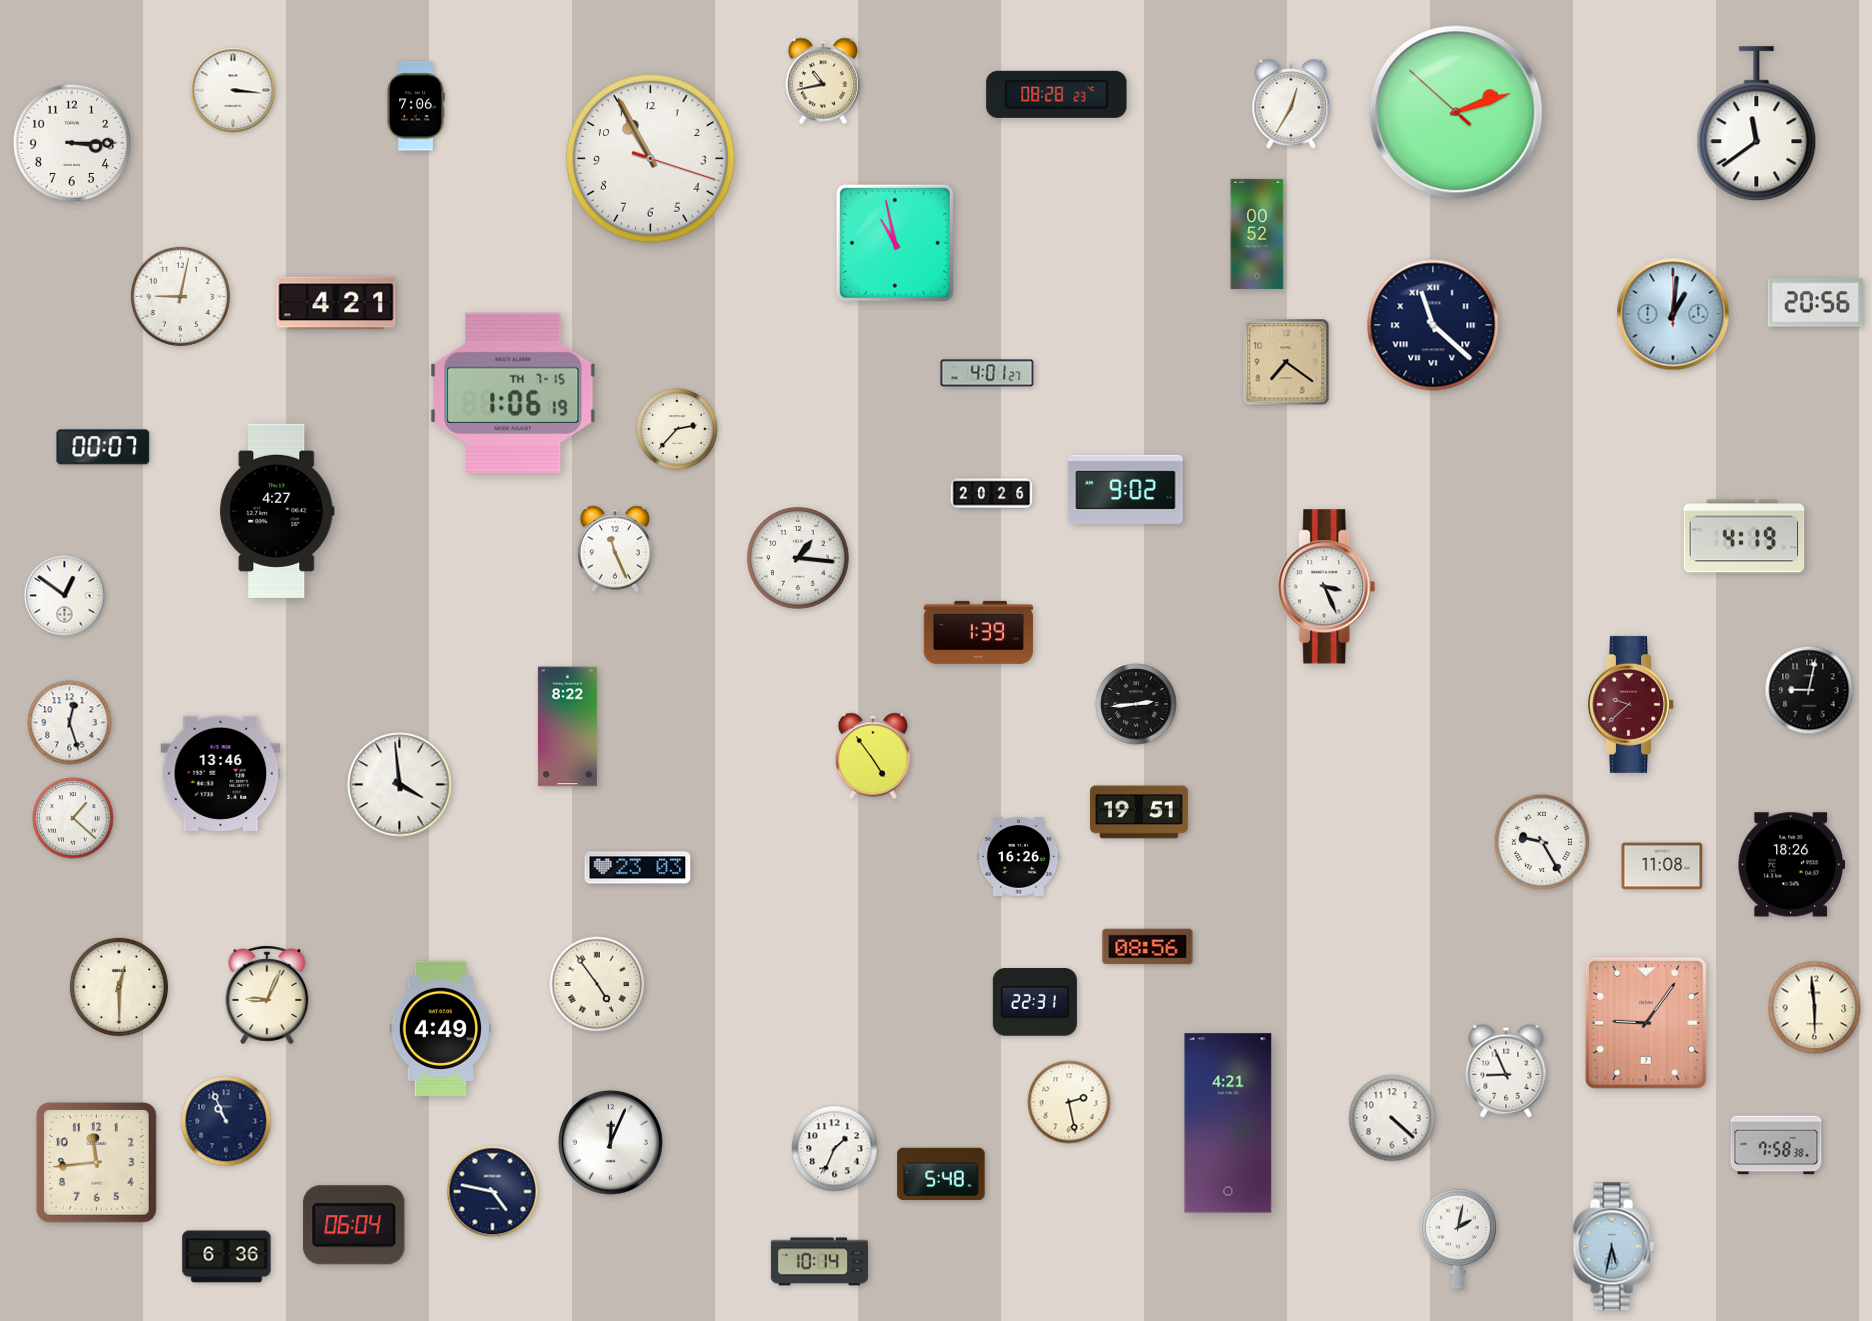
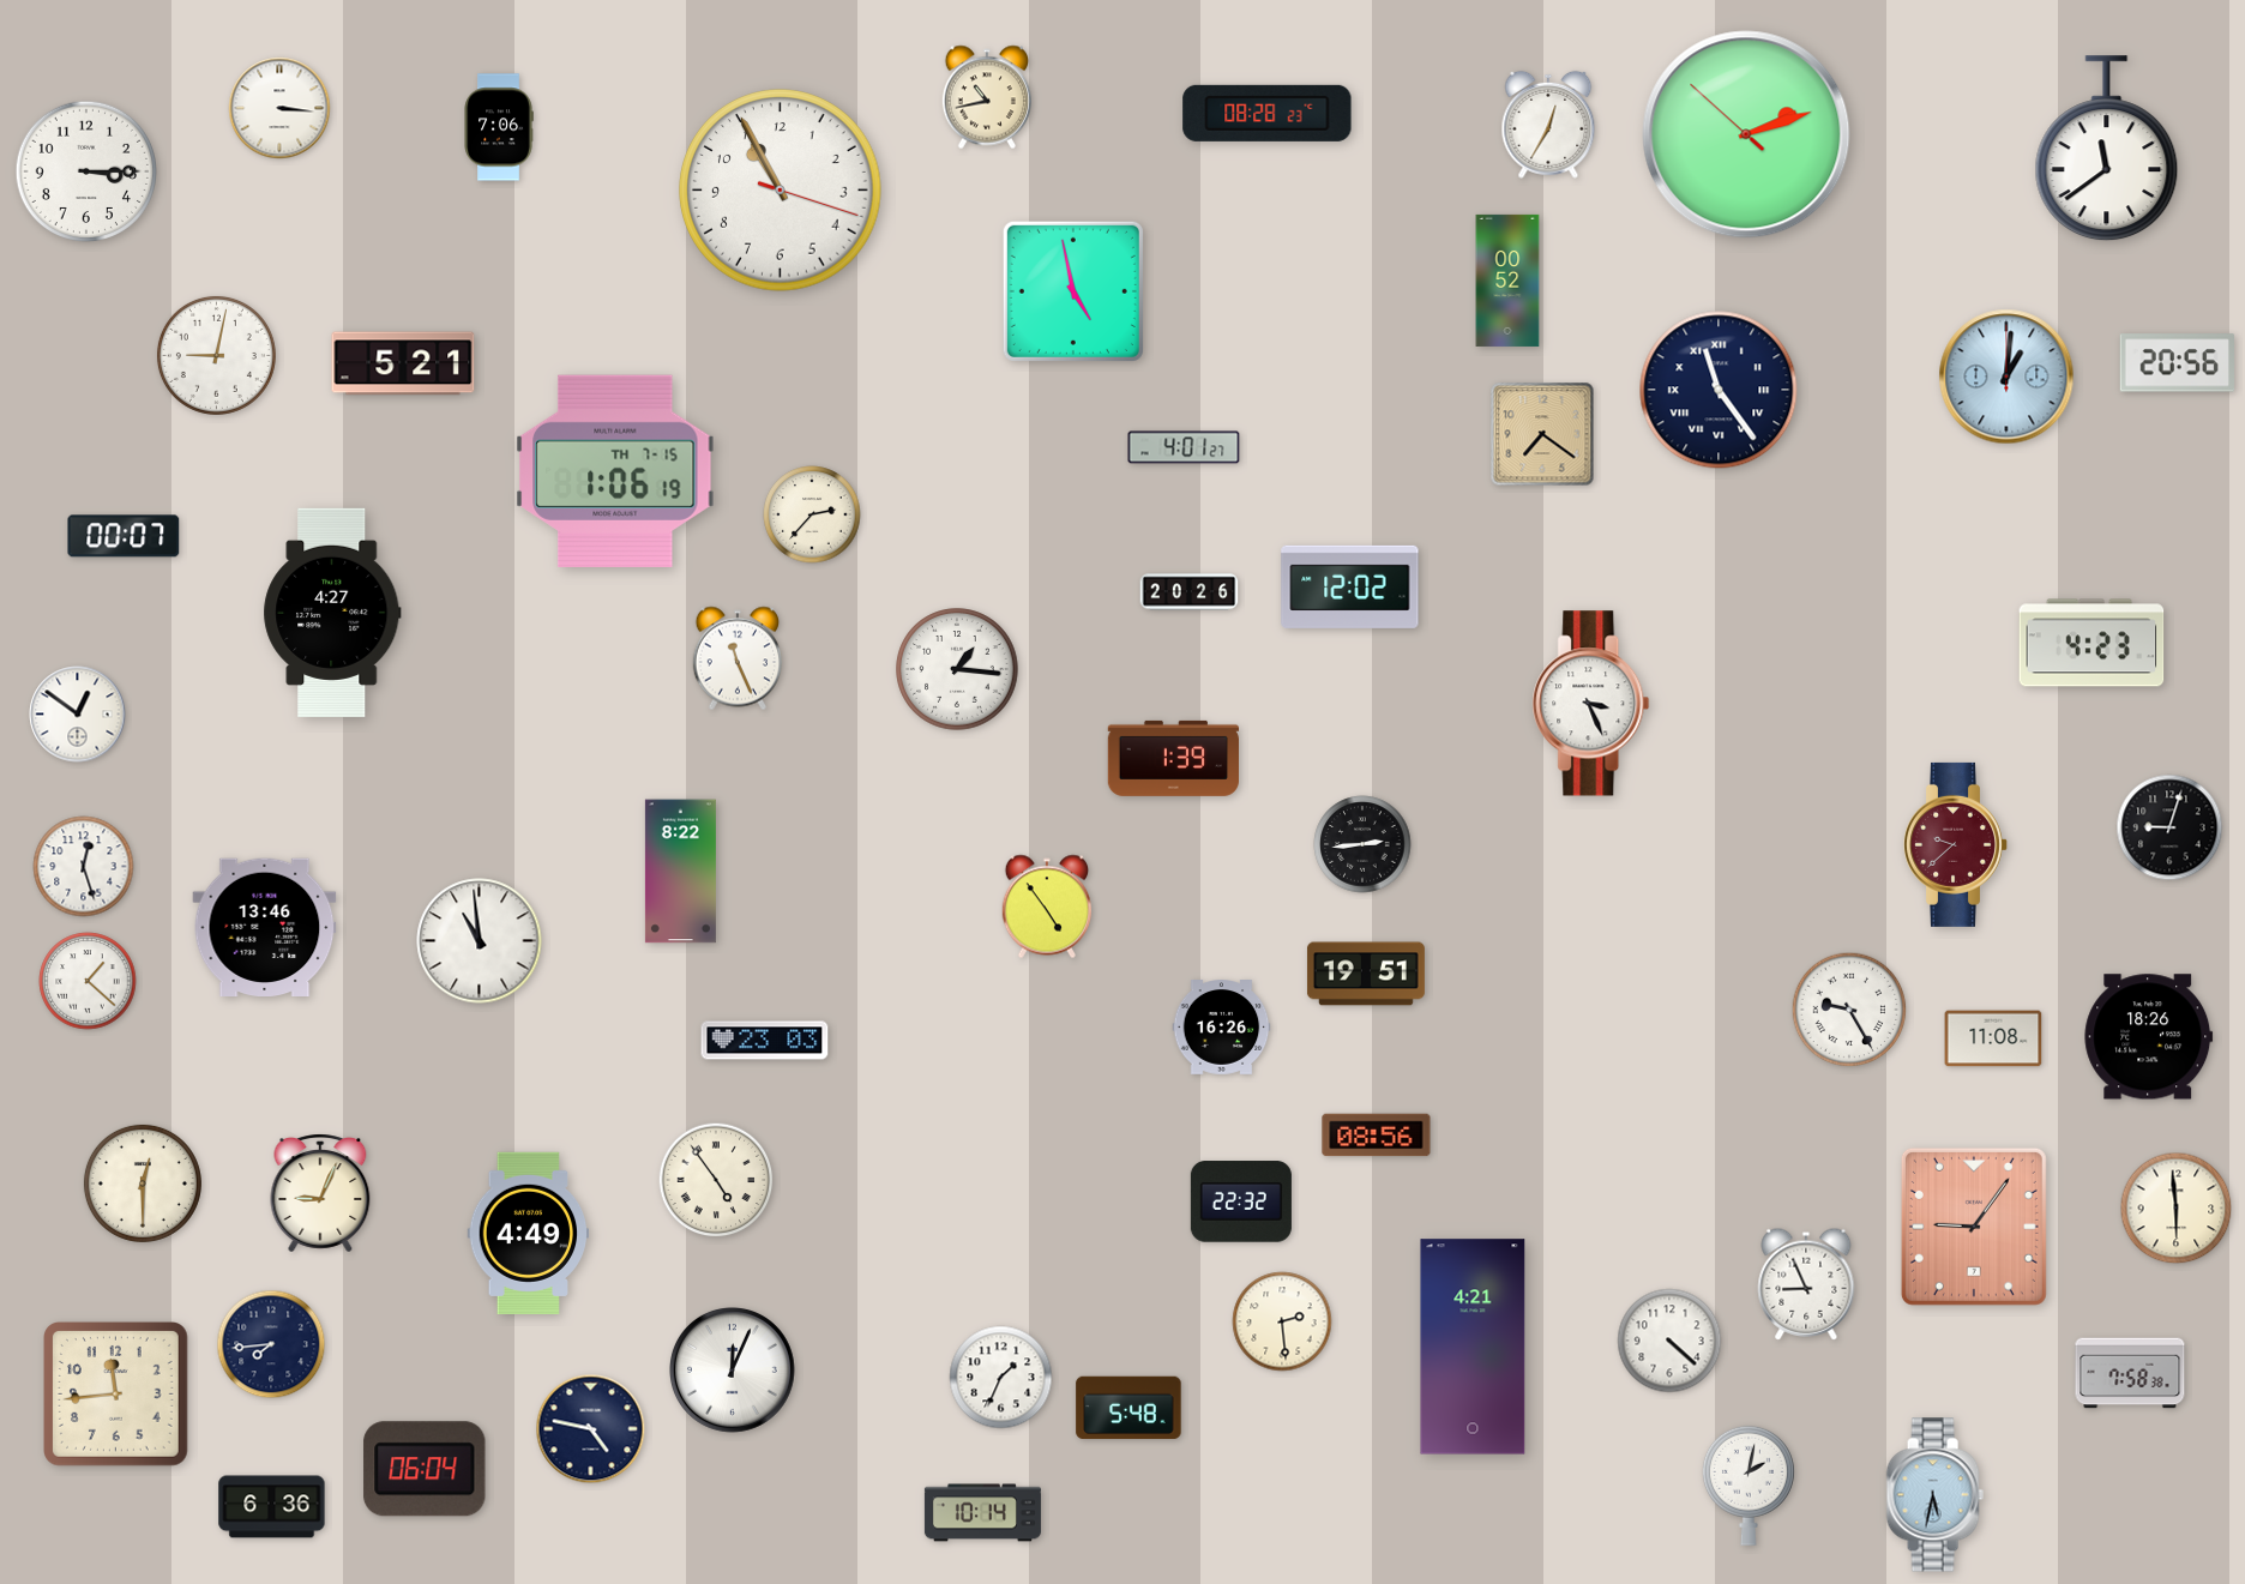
clock at (895, 243): 10:58 -> 4:58
clock at (336, 303): 4:21 -> 5:21
clock at (1433, 325): 11:22 -> 11:24
clock at (1126, 489): 9:02 -> 12:02
clock at (1744, 536): 4:19 -> 4:23
clock at (1809, 690): 9:02 -> 9:03
clock at (400, 785): 3:59 -> 10:59
clock at (1035, 1002): 22:31 -> 22:32
clock at (1069, 1102): 2:28 -> 2:29
clock at (226, 1121): 10:56 -> 7:44
